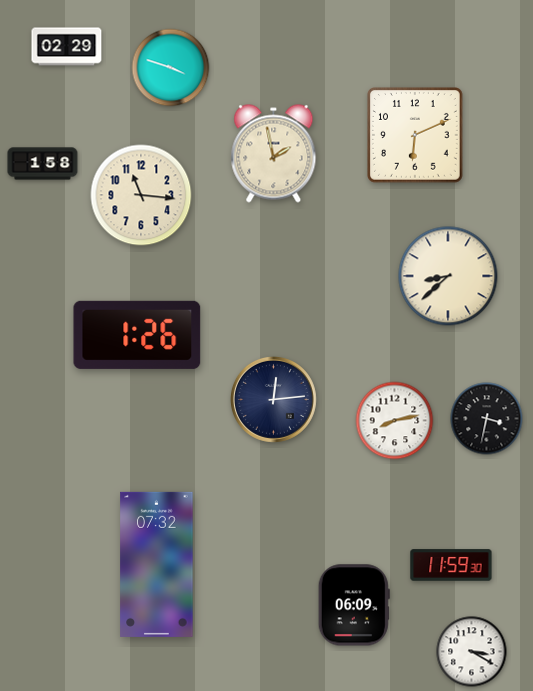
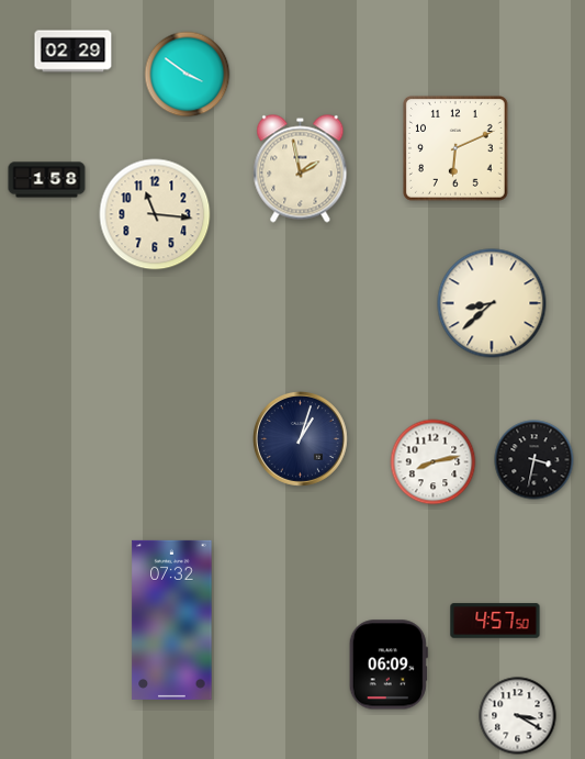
clock at (171, 68): 3:48 -> 3:51
clock at (137, 335): 1:26 -> none
clock at (273, 399): 12:14 -> 1:03
clock at (451, 565): 11:59 -> 4:57
